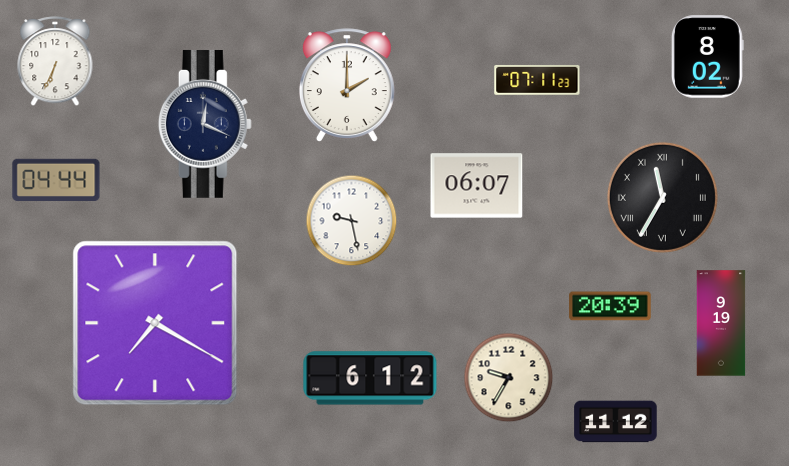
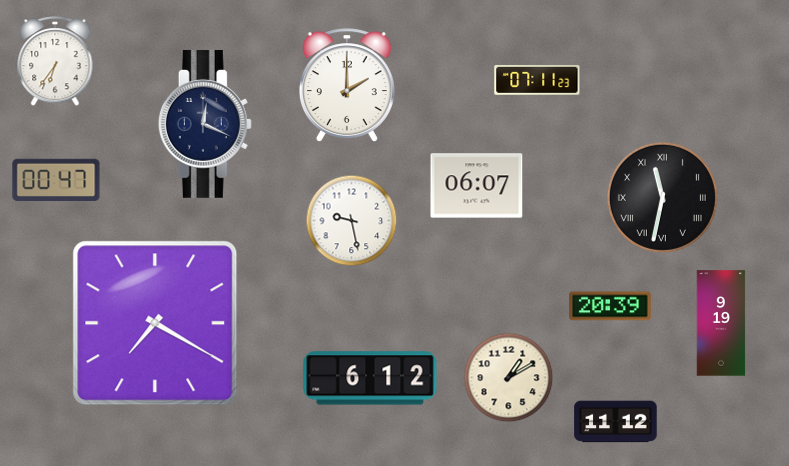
clock at (707, 57): 8:02 -> none
clock at (55, 62): 6:34 -> 6:36
clock at (56, 179): 04:44 -> 00:47
clock at (662, 197): 11:35 -> 11:32
clock at (509, 378): 9:35 -> 1:10
